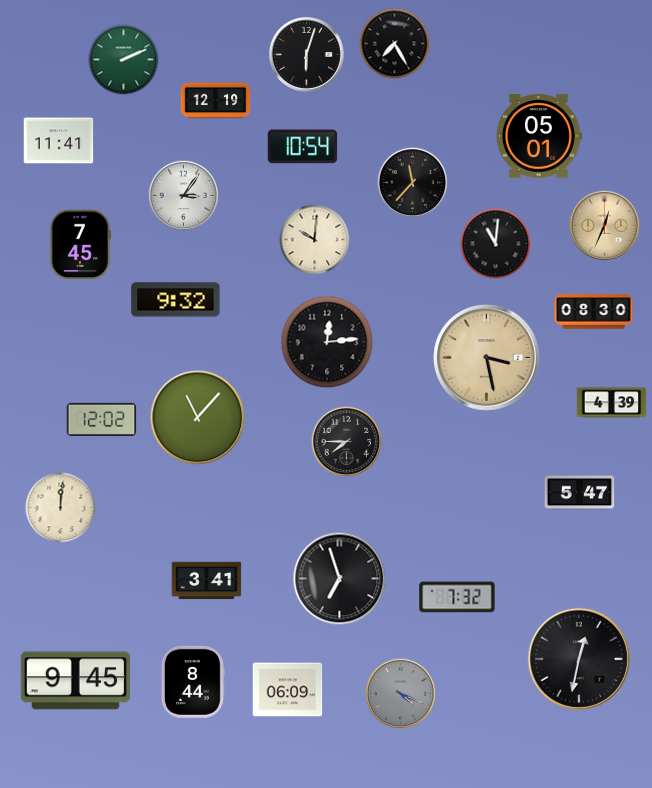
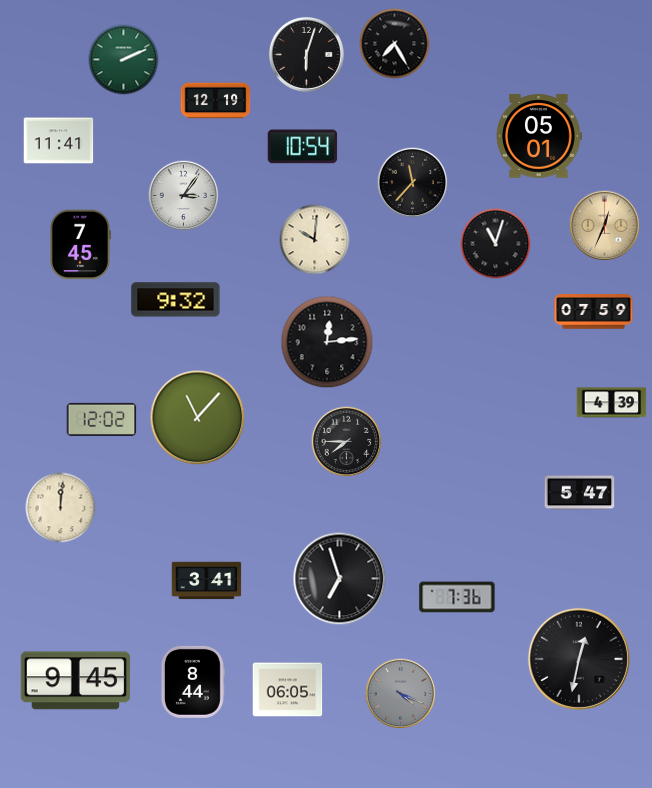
clock at (496, 244): 11:01 -> 11:03
clock at (594, 312): 08:30 -> 07:59
clock at (487, 358): 3:28 -> none
clock at (457, 597): 7:32 -> 7:36
clock at (288, 690): 06:09 -> 06:05
